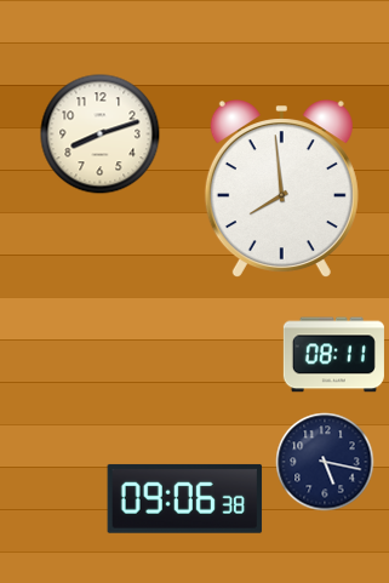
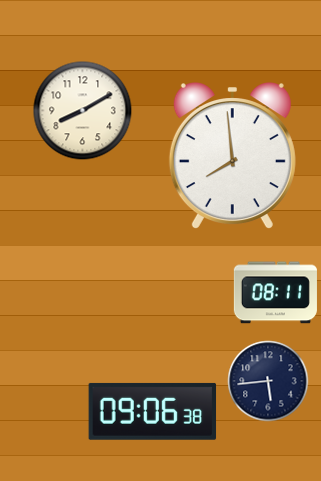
clock at (101, 135): 8:12 -> 8:10
clock at (325, 462): 5:17 -> 5:44
